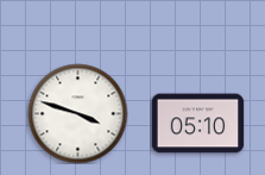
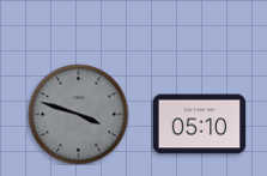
clock at (77, 113) dial: white -> grey
